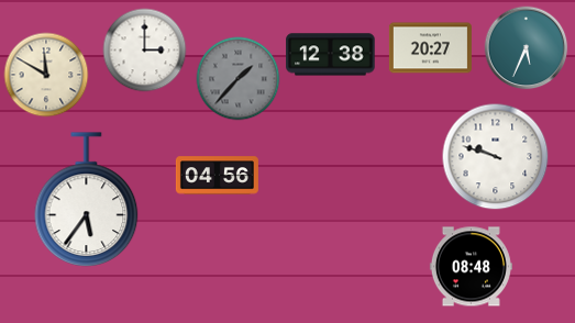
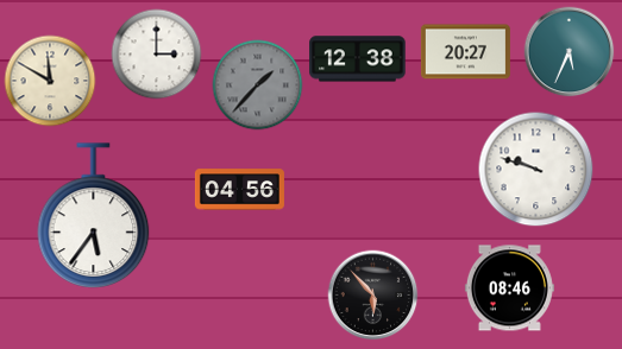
clock at (217, 176) position: (217, 176) -> (239, 190)
clock at (471, 267): 08:48 -> 08:46
clock at (373, 296): none -> 5:53
